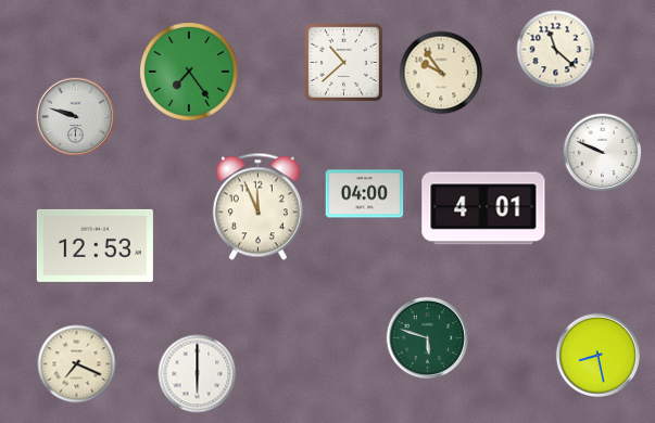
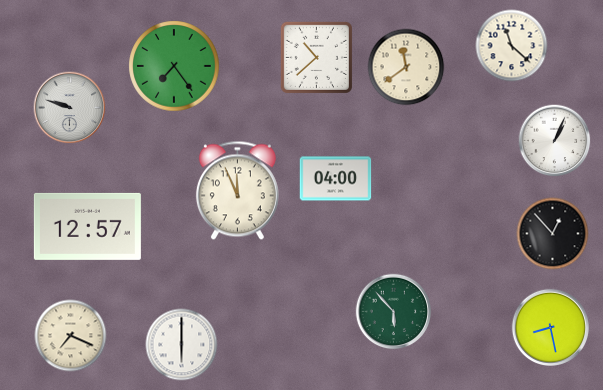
clock at (441, 73): 9:54 -> 11:39
clock at (603, 153): 9:49 -> 1:04
clock at (483, 208): 4:01 -> none
clock at (95, 245): 12:53 -> 12:57
clock at (553, 234): none -> 12:53
clock at (428, 338): 5:48 -> 5:53
